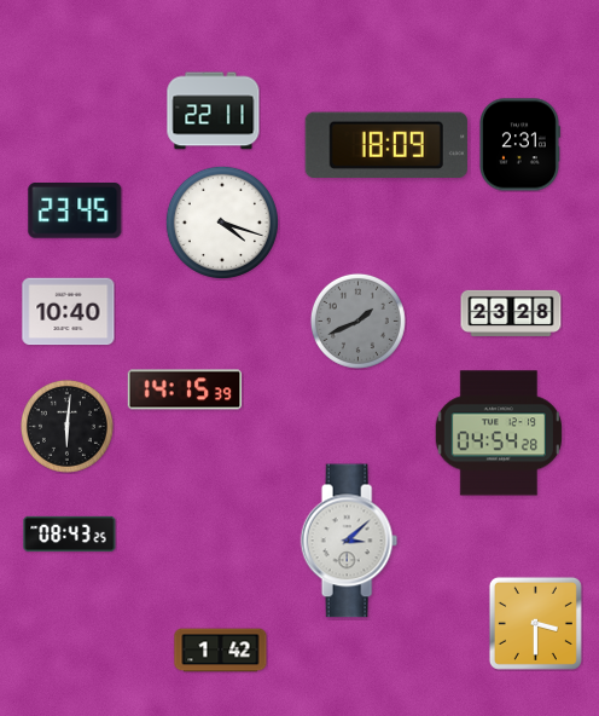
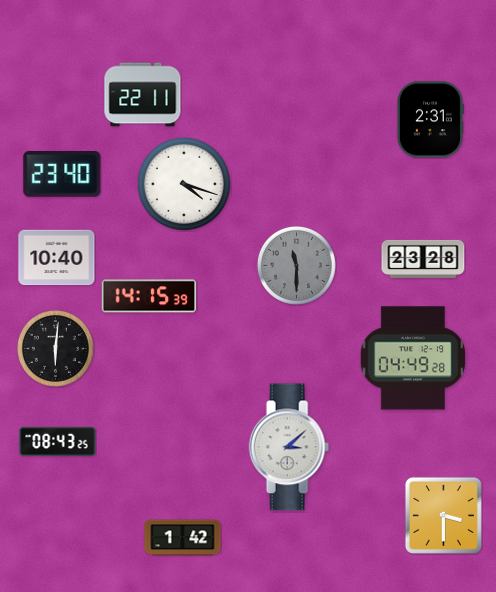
clock at (214, 111) position: (214, 111) -> (143, 95)
clock at (386, 144): 18:09 -> none
clock at (75, 212): 23:45 -> 23:40
clock at (357, 321): 1:41 -> 11:30
clock at (185, 389) position: (185, 389) -> (149, 296)
clock at (66, 426) position: (66, 426) -> (55, 348)
clock at (499, 433): 04:54 -> 04:49
